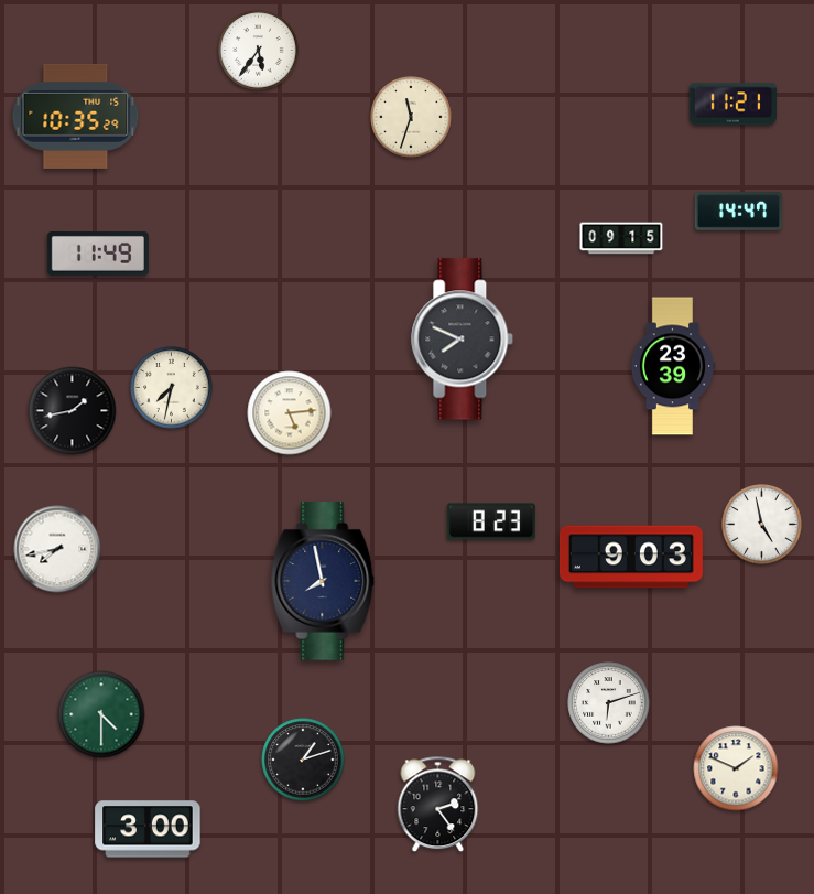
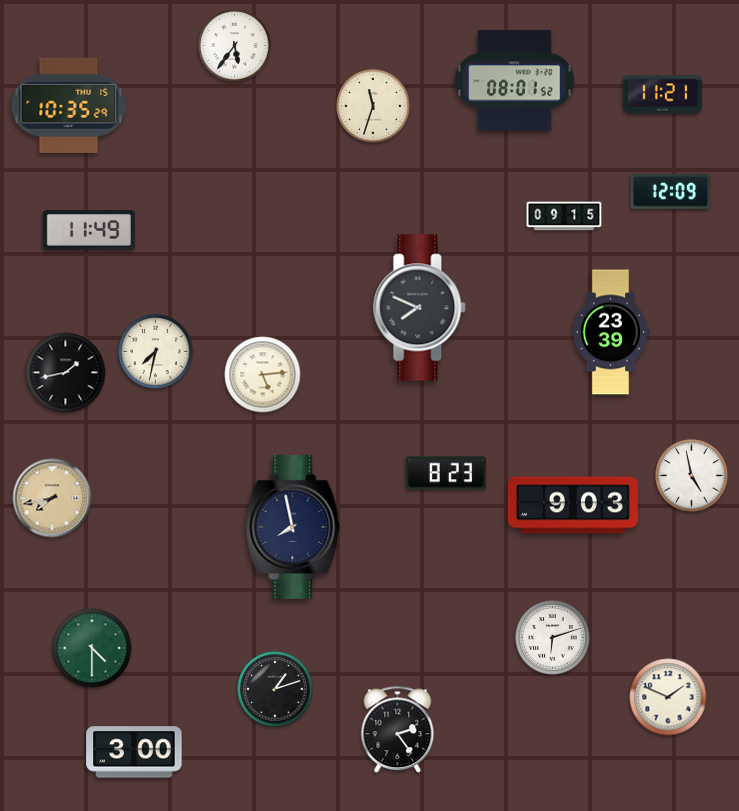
clock at (515, 81): none -> 08:01
clock at (732, 105) position: (732, 105) -> (662, 95)
clock at (738, 212): 14:47 -> 12:09
clock at (57, 549) dial: white -> champagne
